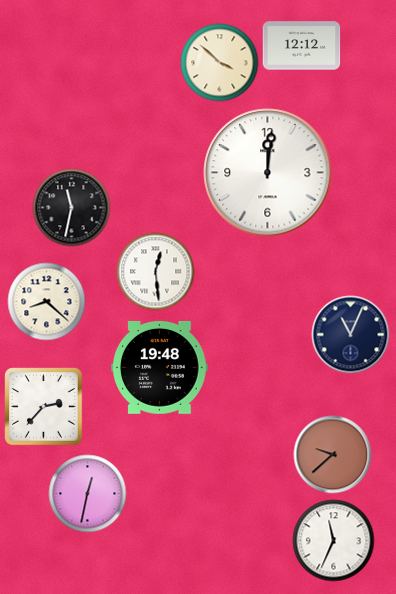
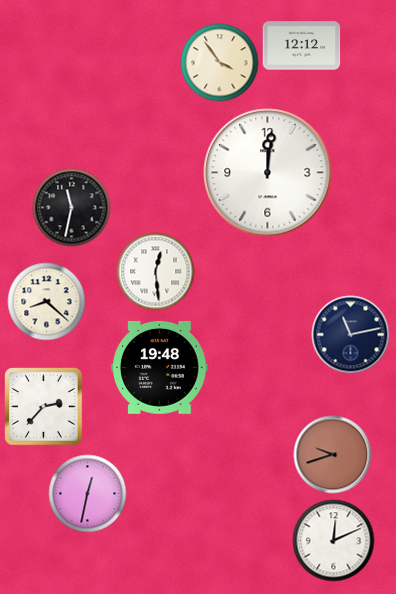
clock at (219, 62): 3:52 -> 3:54
clock at (350, 334): 11:04 -> 11:13
clock at (332, 454): 9:38 -> 9:42
clock at (333, 540): 11:34 -> 12:11
